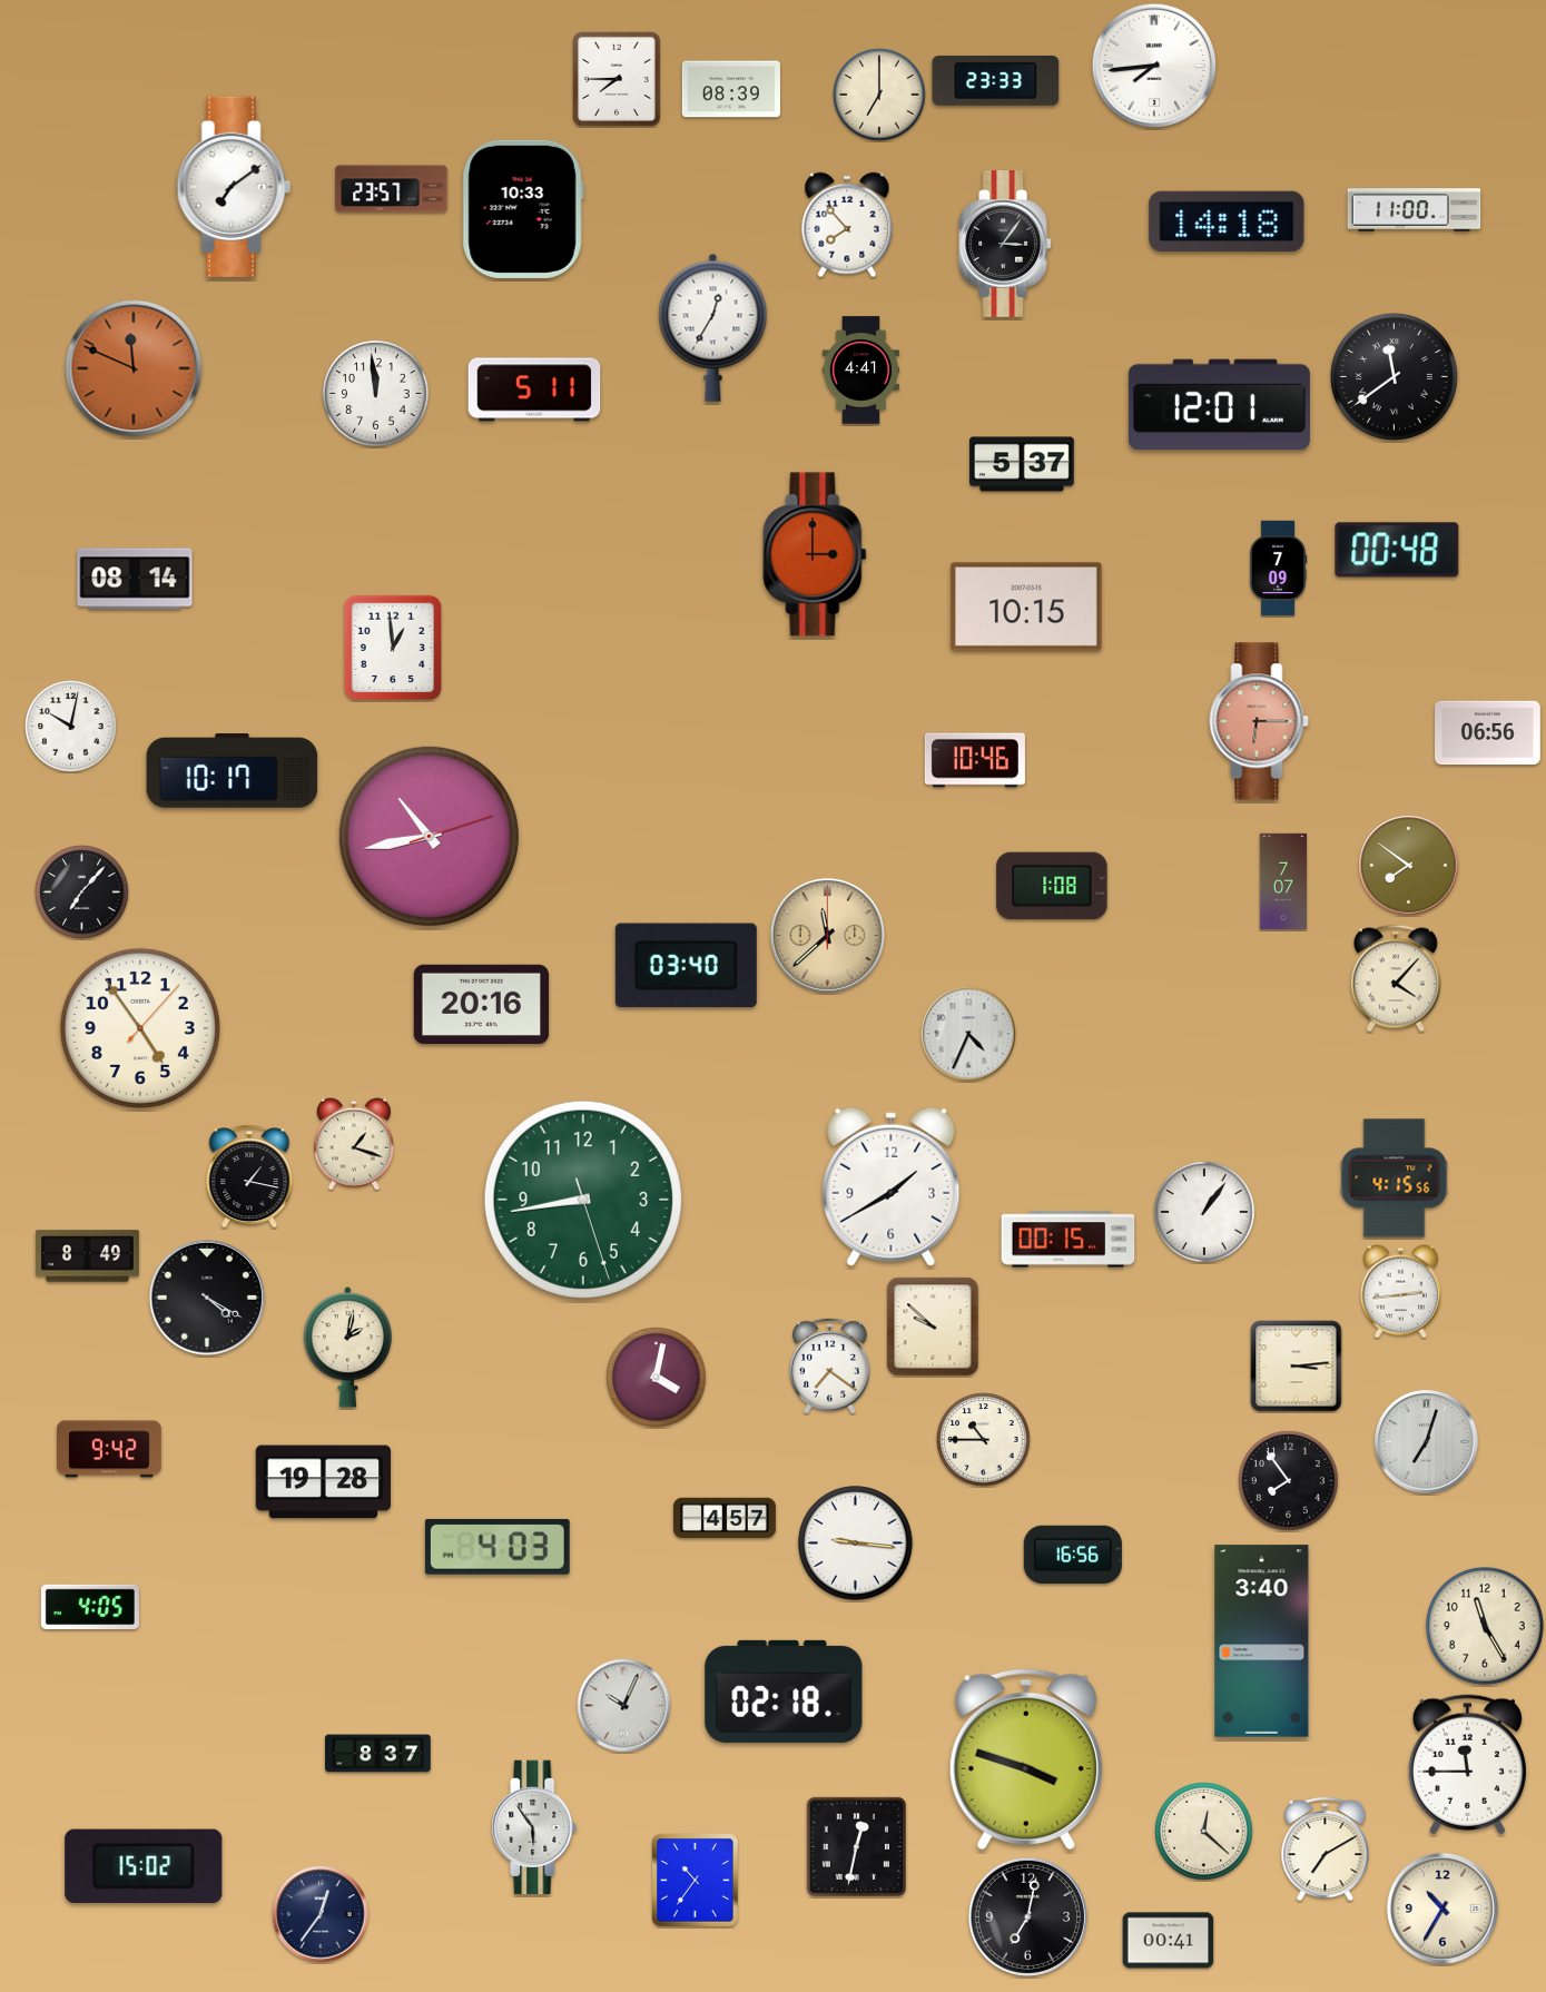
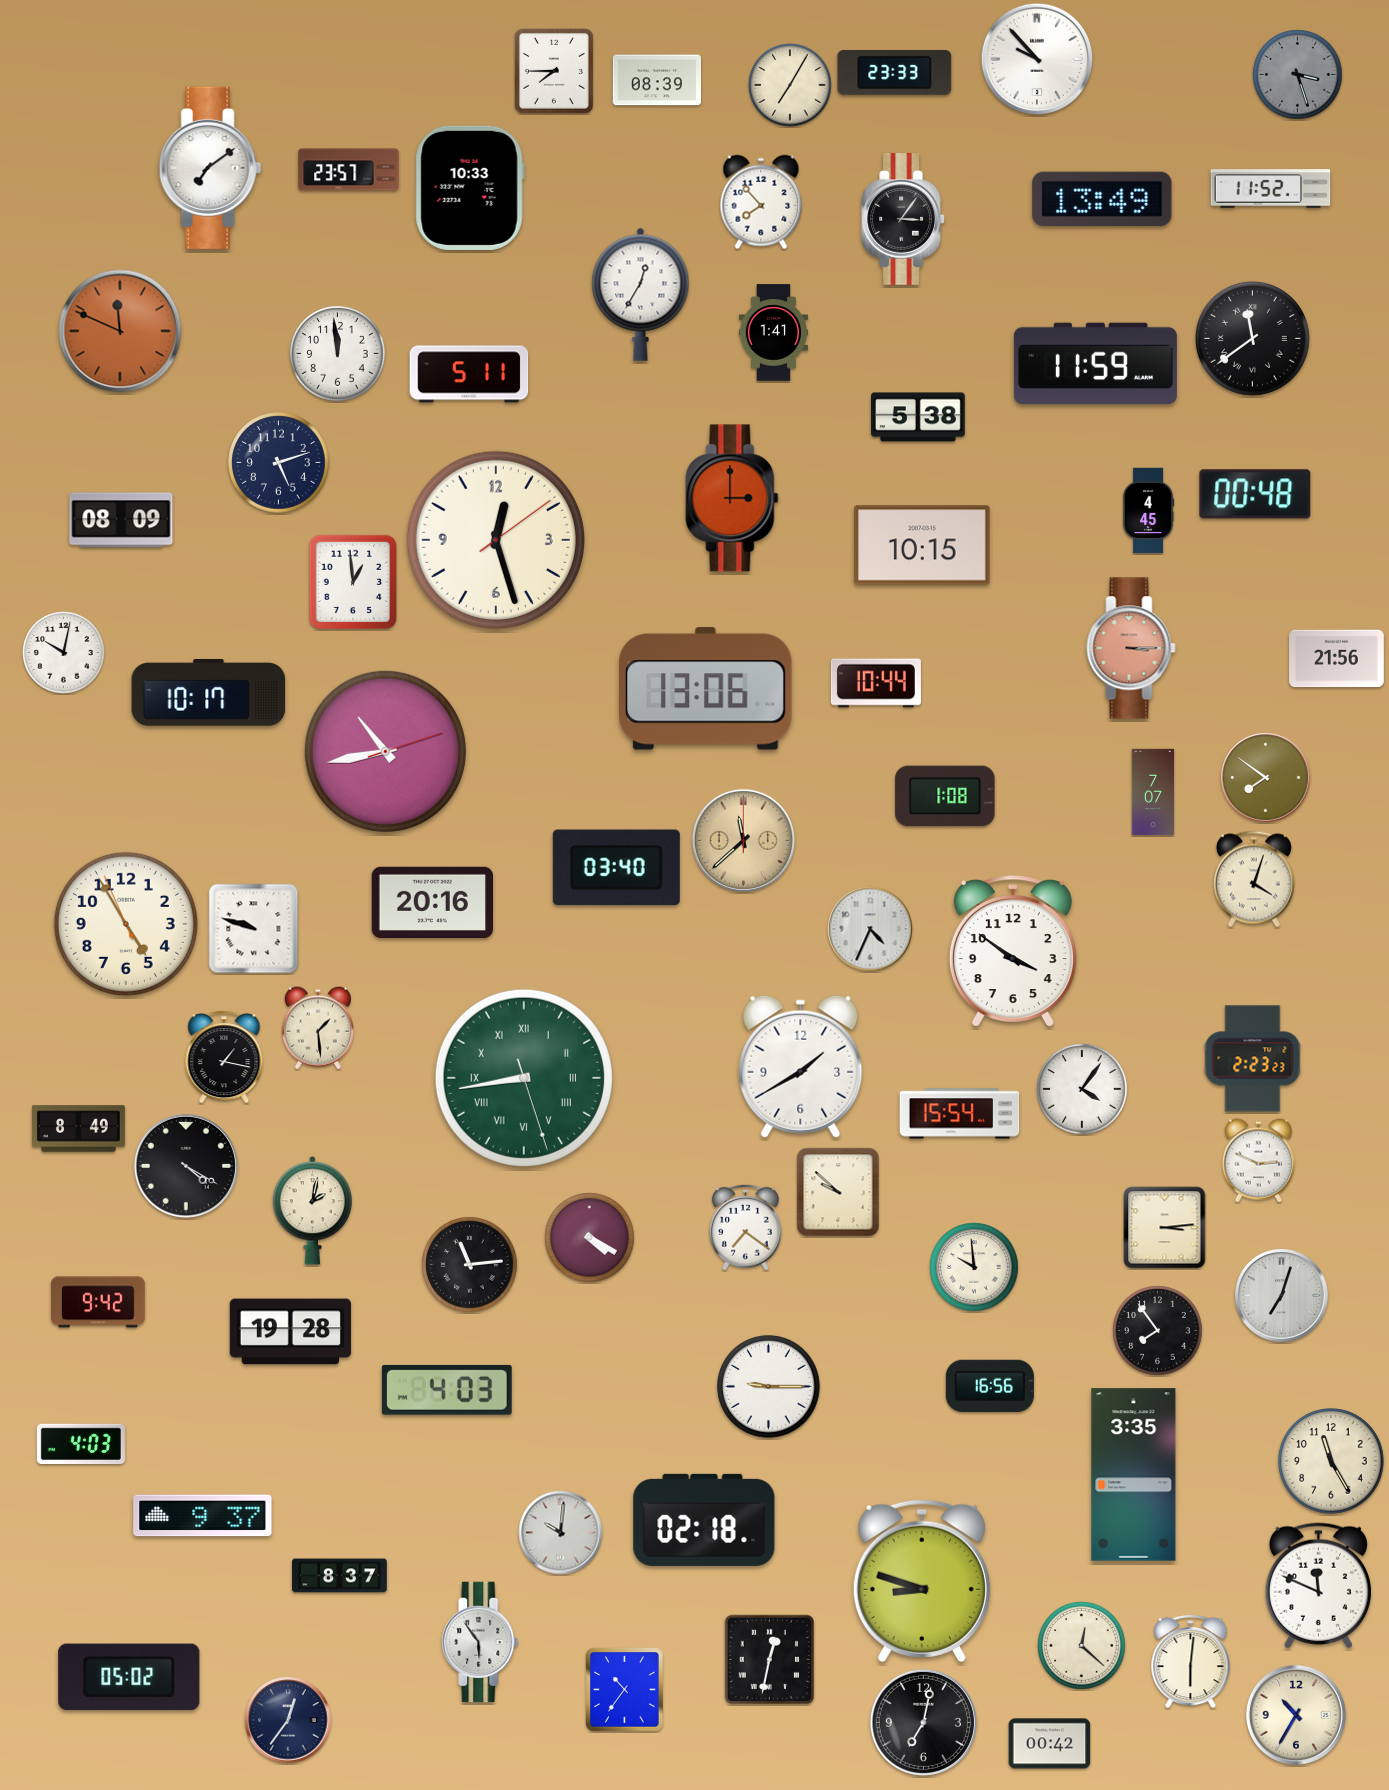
clock at (1153, 65): 7:44 -> 9:53
clock at (1298, 75): none -> 3:27
clock at (879, 95): 7:00 -> 7:05
clock at (392, 189) position: (392, 189) -> (349, 170)
clock at (1415, 210): 11:00 -> 11:52
clock at (1227, 221): 14:18 -> 13:49
clock at (860, 371): 4:41 -> 1:41
clock at (534, 389) position: (534, 389) -> (469, 374)
clock at (1219, 405): 12:01 -> 11:59
clock at (1023, 464): 5:37 -> 5:38
clock at (279, 463): none -> 5:12
clock at (1278, 569): 7:09 -> 4:45
clock at (135, 579): 08:14 -> 08:09
clock at (496, 540): none -> 12:27
clock at (1259, 721): 6:15 -> 3:15
clock at (1488, 733): 06:56 -> 21:56
clock at (975, 760): 10:46 -> 10:44
clock at (706, 689): none -> 13:06
clock at (82, 893): 7:07 -> none
clock at (1396, 978): 4:07 -> 4:03
clock at (140, 1028): 4:54:07 -> 4:54:56
clock at (254, 929): none -> 9:48
clock at (1013, 952): none -> 3:51
clock at (354, 1144): 1:18 -> 1:29
clock at (1395, 1179): 4:15 -> 2:23
clock at (583, 1200) numerals: Arabic -> Roman
clock at (1204, 1212): 1:06 -> 4:06
clock at (1069, 1240): 00:15 -> 15:54
clock at (1400, 1292): 2:44 -> 2:49
clock at (657, 1378): 4:02 -> 4:20
clock at (470, 1265): none -> 11:14
clock at (974, 1267): none -> 9:59
clock at (984, 1440): 10:45 -> none
clock at (725, 1518): 4:57 -> none
clock at (856, 1544): 9:16 -> 9:15
clock at (1073, 1555) position: (1073, 1555) -> (990, 1386)
clock at (90, 1607): 4:05 -> 4:03
clock at (1485, 1626) position: (1485, 1626) -> (1331, 1461)
clock at (1262, 1641): 3:40 -> 3:35
clock at (203, 1516): none -> 9:37
clock at (624, 1706): 10:04 -> 10:01
clock at (1026, 1759): 3:48 -> 8:48
clock at (1467, 1765): 11:45 -> 11:49
clock at (1326, 1848): 7:10 -> 6:01
clock at (144, 1866): 15:02 -> 05:02
clock at (1169, 1941): 00:41 -> 00:42
